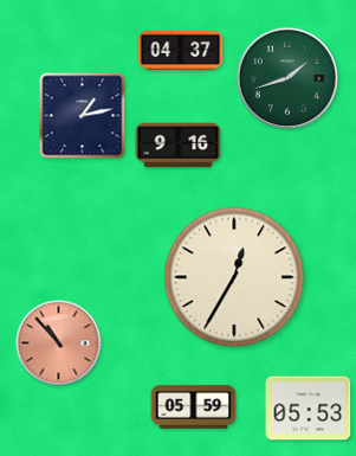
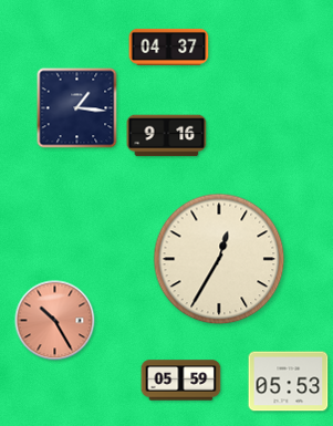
clock at (287, 78): 1:42 -> none
clock at (83, 116): 1:13 -> 1:16
clock at (59, 343): 10:53 -> 10:25
